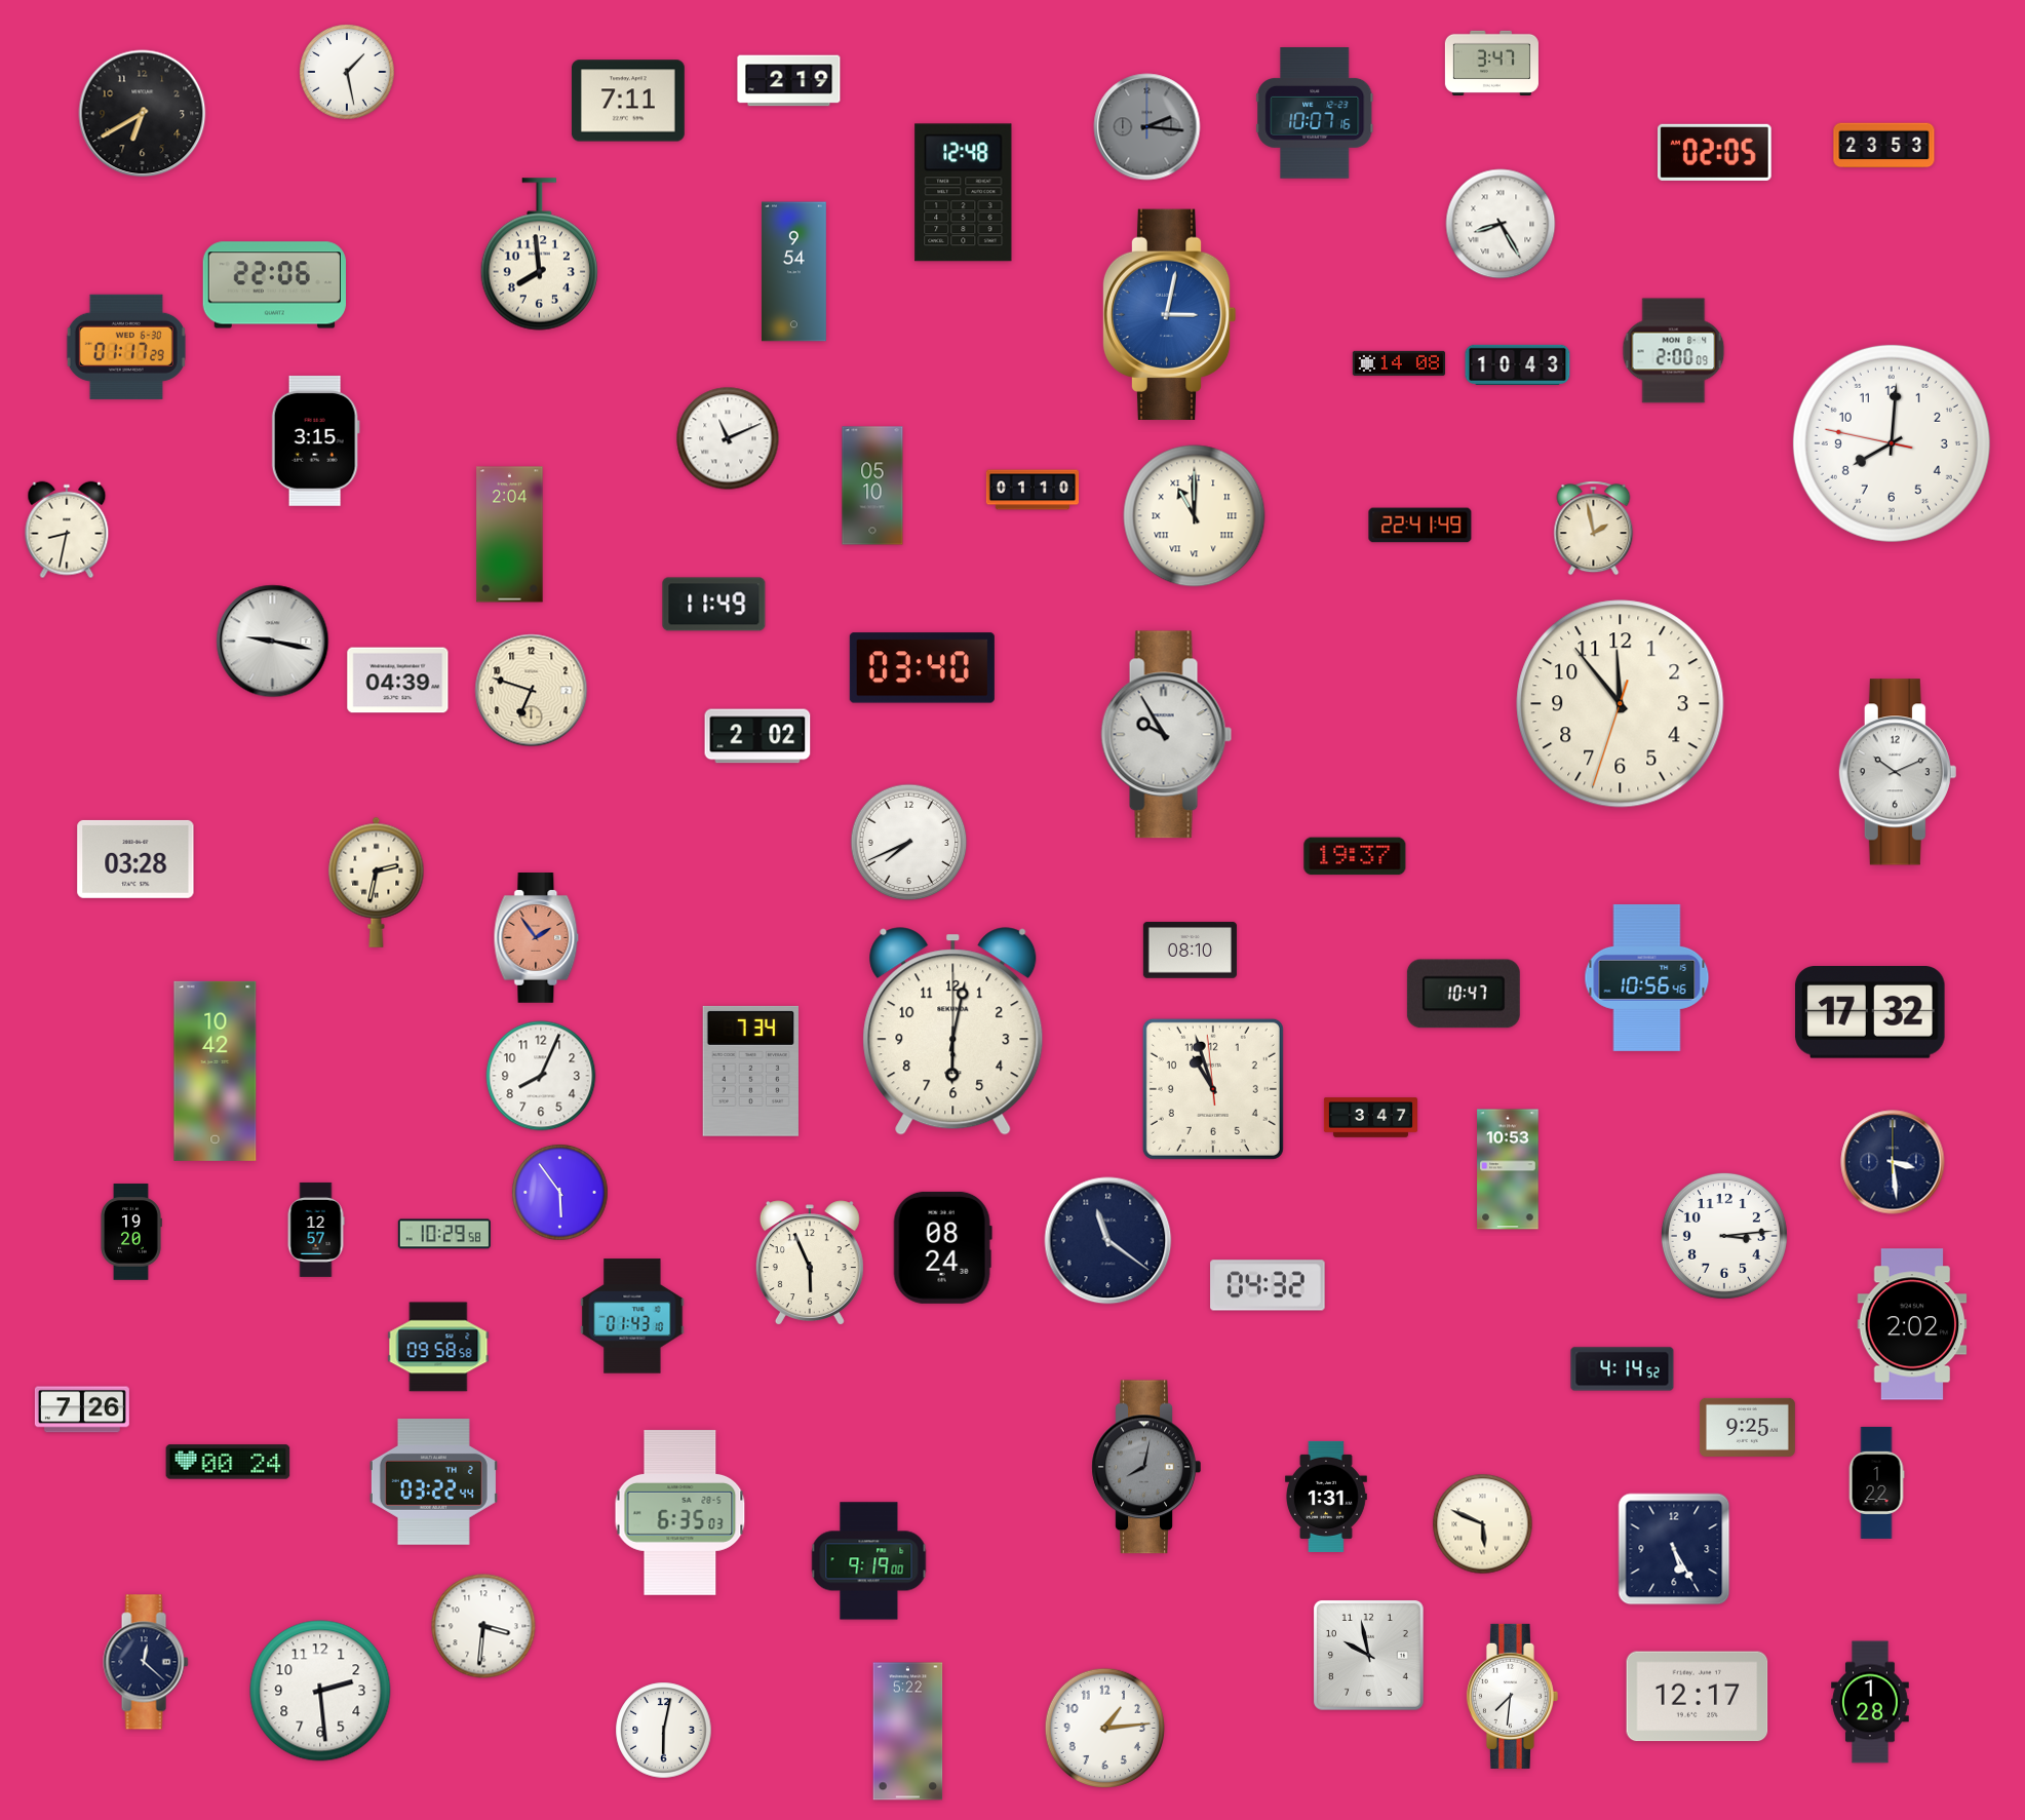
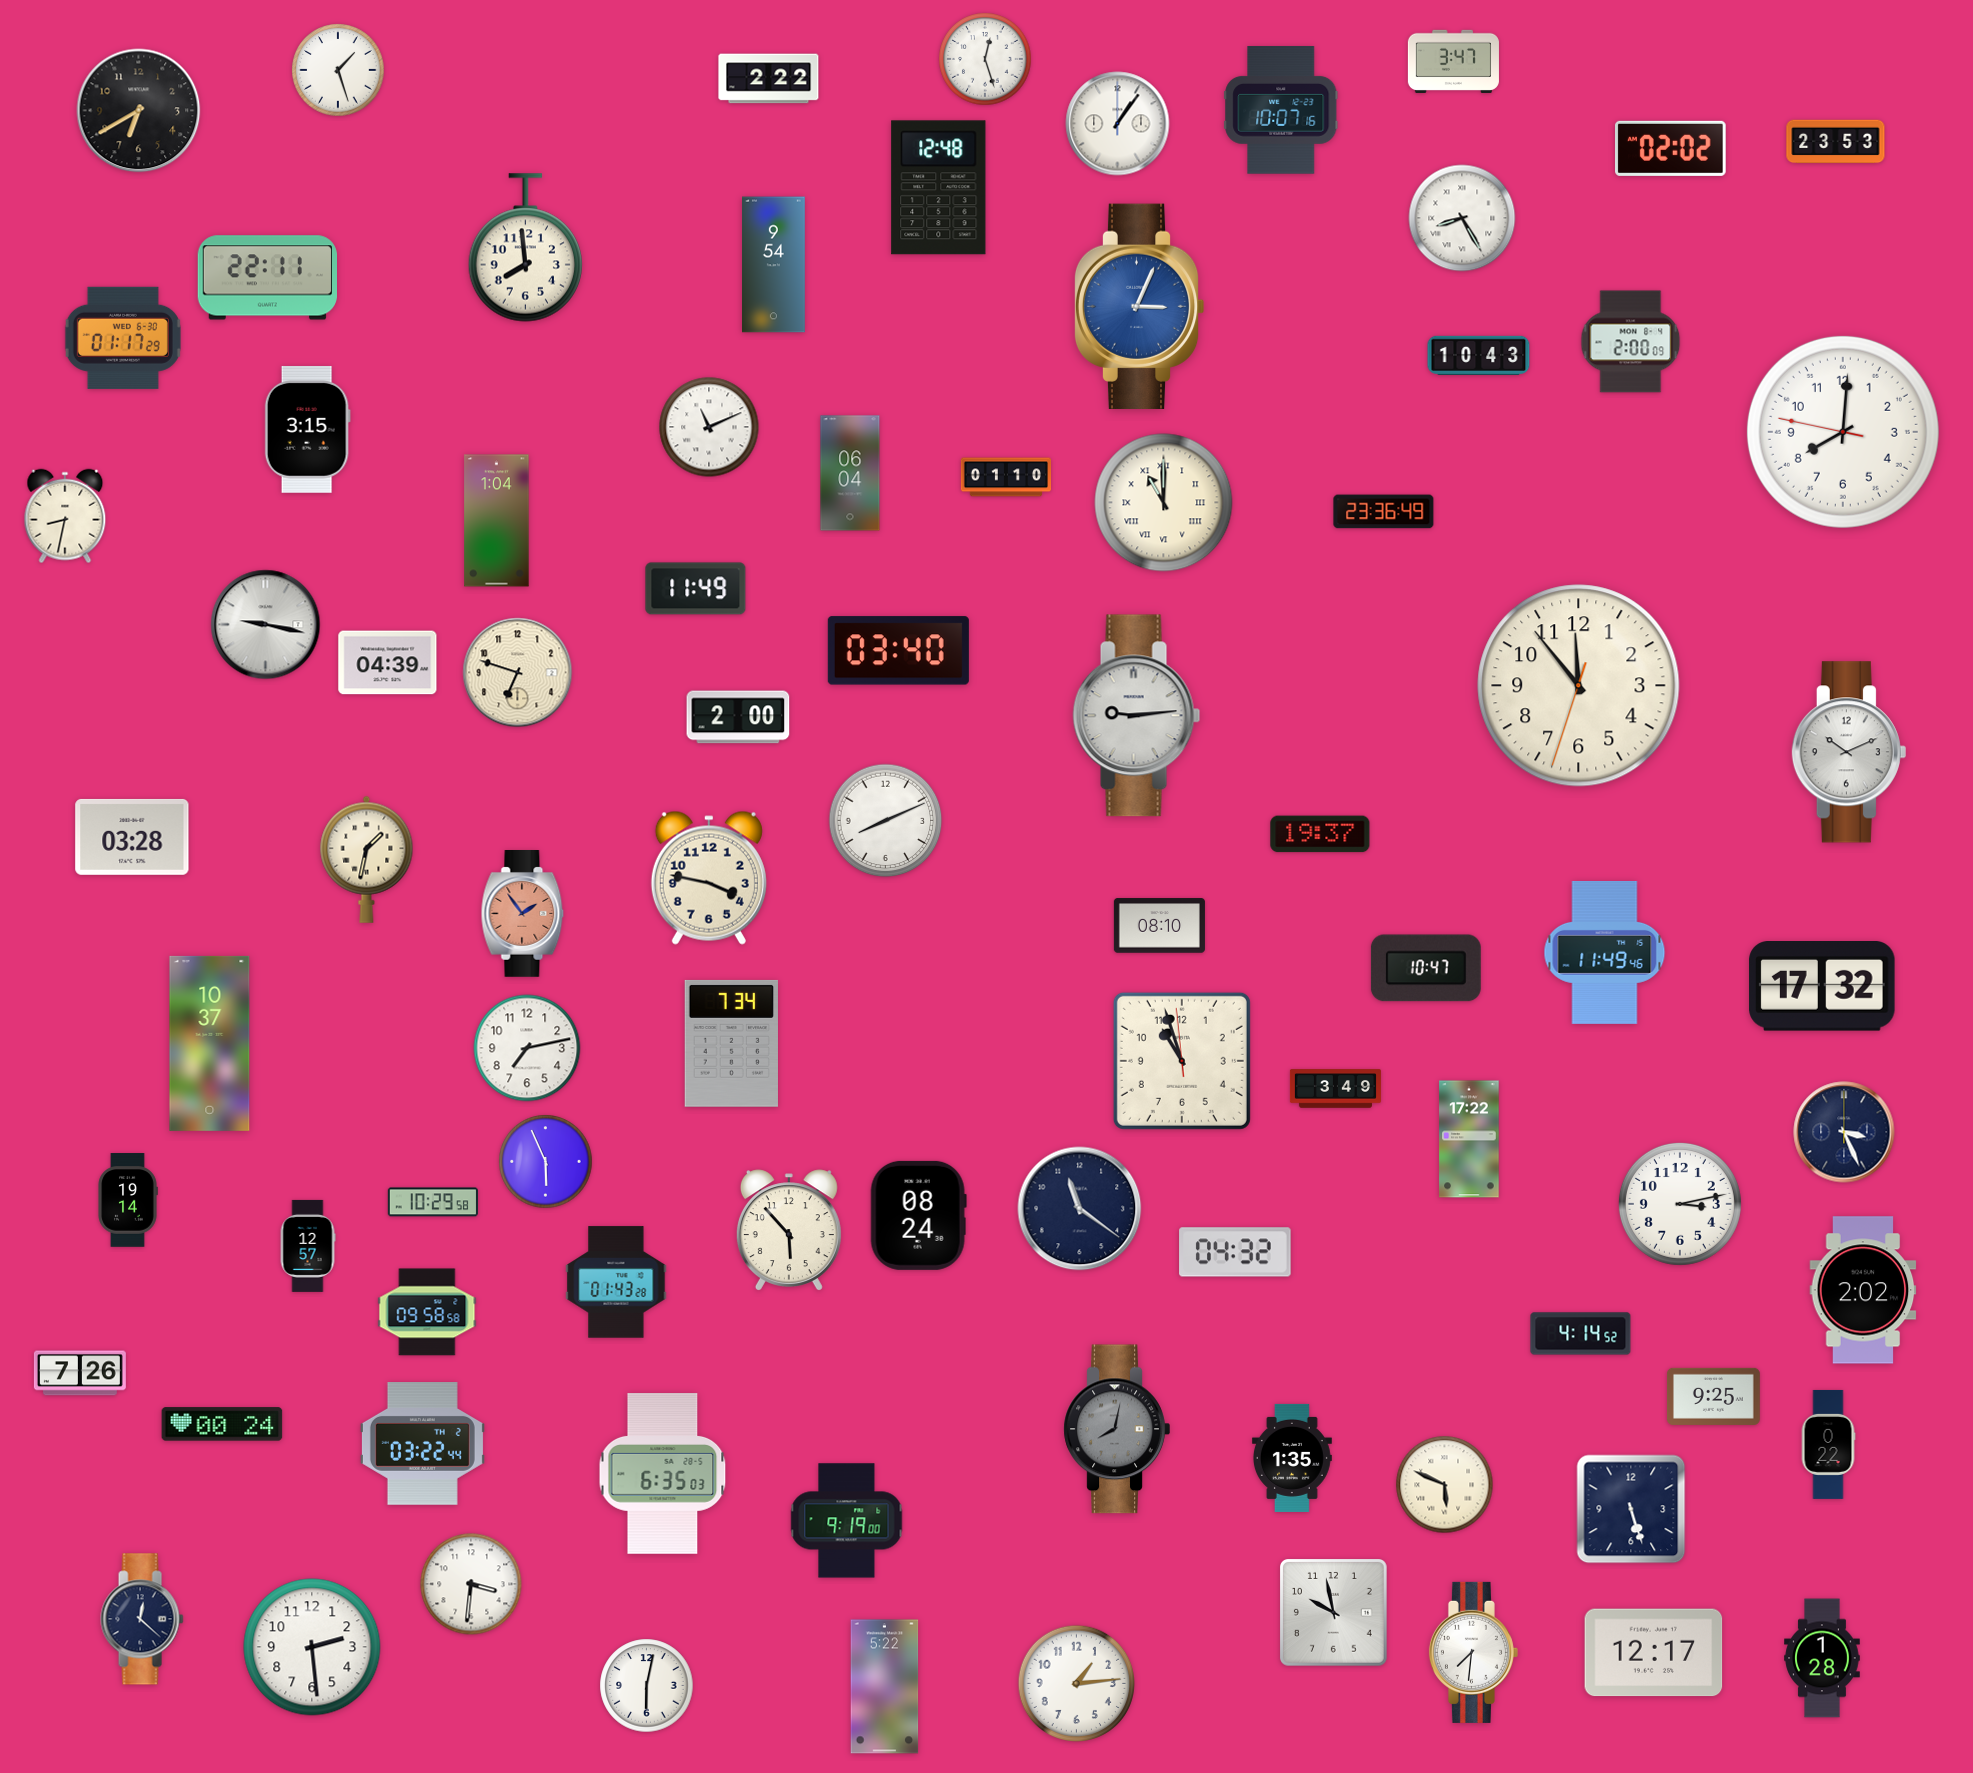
clock at (985, 59): none -> 12:27
clock at (347, 72): 1:28 -> 1:27
clock at (789, 81): 2:19 -> 2:22
clock at (628, 101): 7:11 -> none
clock at (1147, 127): 2:16 -> 1:06
clock at (1147, 127) dial: grey -> white
clock at (1715, 152): 02:05 -> 02:02
clock at (274, 285): 22:06 -> 22:11
clock at (1169, 314): 3:02 -> 3:04
clock at (1398, 363): 14:08 -> none
clock at (872, 486): 05:10 -> 06:04
clock at (1420, 526): 22:41 -> 23:36
clock at (1594, 529): 1:58 -> none
clock at (510, 535): 2:04 -> 1:04
clock at (1167, 735): 9:55 -> 9:14
clock at (757, 736): 2:02 -> 2:00
clock at (909, 843): 7:41 -> 8:11
clock at (377, 882): 2:32 -> 1:32
clock at (709, 878): none -> 3:47
clock at (1647, 977): 10:56 -> 11:49
clock at (953, 1032): 6:02 -> none
clock at (216, 1071): 10:42 -> 10:37
clock at (541, 1076): 8:04 -> 7:13
clock at (1370, 1118): 3:47 -> 3:49
clock at (1893, 1162): 3:29 -> 3:26
clock at (1508, 1169): 10:53 -> 17:22
clock at (560, 1193): 5:54 -> 5:56
clock at (316, 1230) position: (316, 1230) -> (308, 1246)
clock at (131, 1232): 19:20 -> 19:14
clock at (1724, 1236): 3:14 -> 3:13
clock at (810, 1263): 5:56 -> 5:53
clock at (632, 1316): 01:43:10 -> 01:43:28
clock at (1748, 1427) position: (1748, 1427) -> (1714, 1396)
clock at (1876, 1482): 1:22 -> 0:22
clock at (1326, 1497): 1:31 -> 1:35
clock at (1674, 1549): 5:25 -> 5:27
